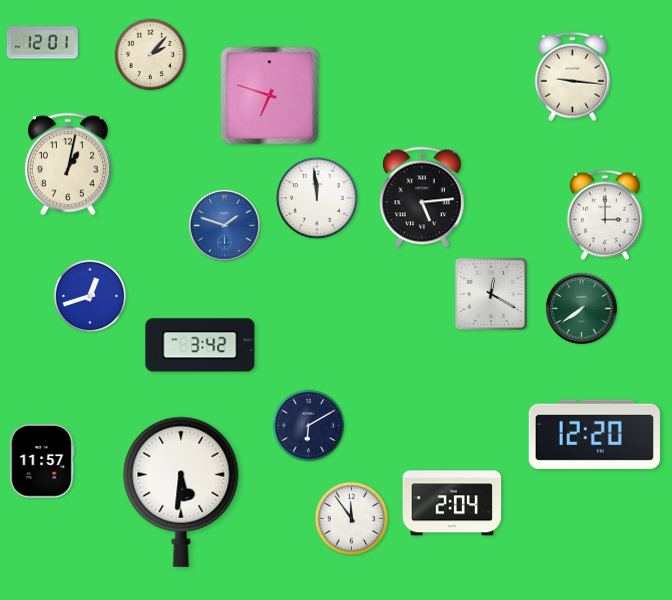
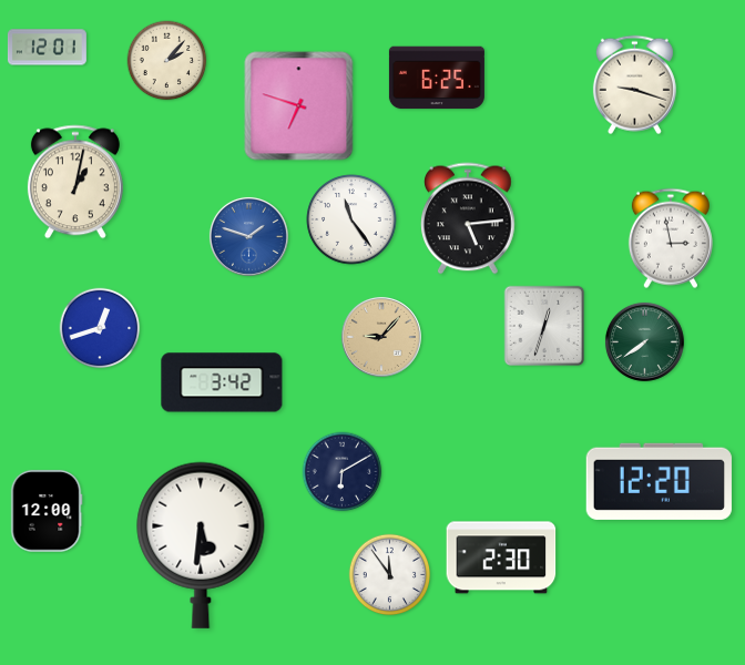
clock at (437, 78): none -> 6:25
clock at (572, 77): 9:16 -> 9:18
clock at (317, 198): 11:59 -> 11:24
clock at (605, 215): 3:00 -> 2:58
clock at (224, 225) position: (224, 225) -> (248, 236)
clock at (491, 294): 12:20 -> 12:33
clock at (381, 337): none -> 9:07
clock at (42, 461): 11:57 -> 12:00
clock at (452, 503): 2:04 -> 2:30
